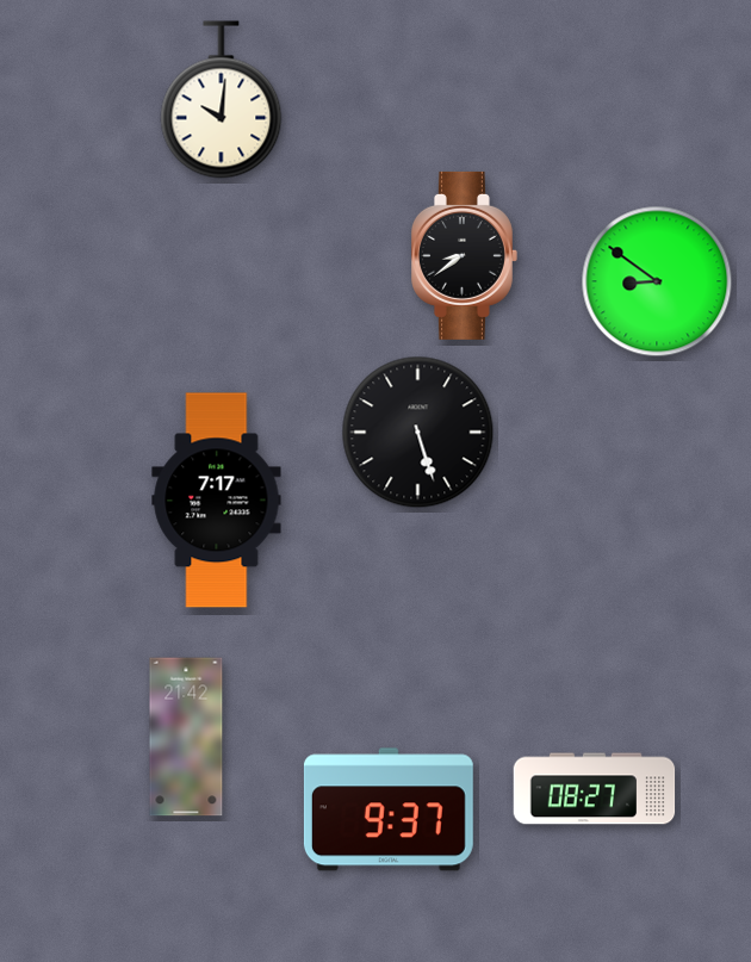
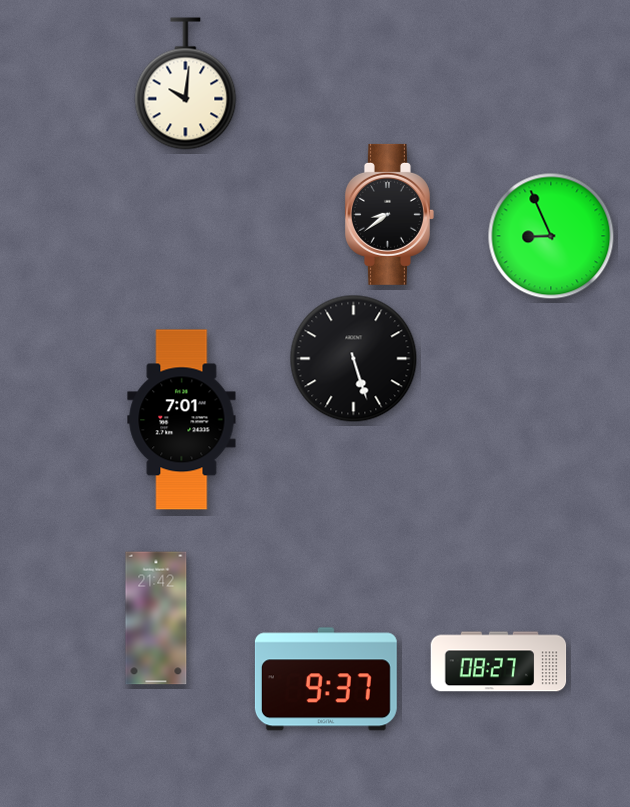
clock at (657, 281): 8:51 -> 8:56
clock at (418, 433) position: (418, 433) -> (354, 359)
clock at (217, 501): 7:17 -> 7:01
